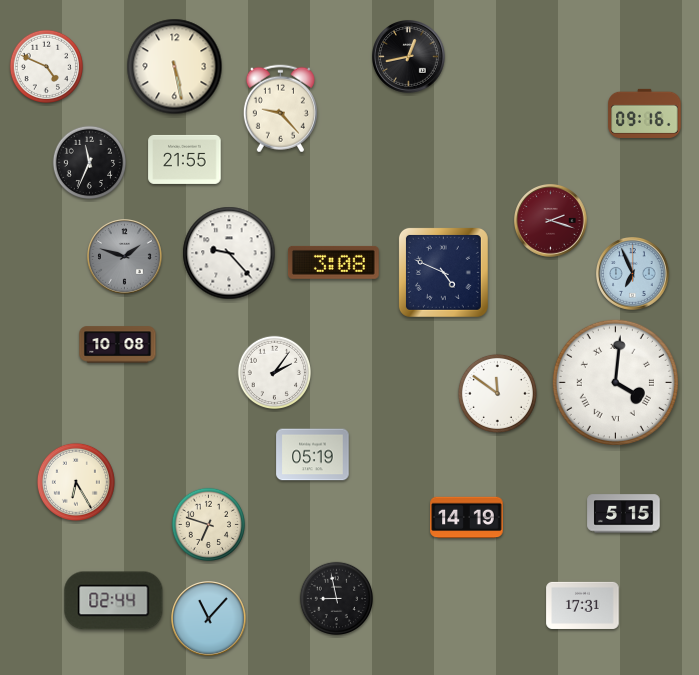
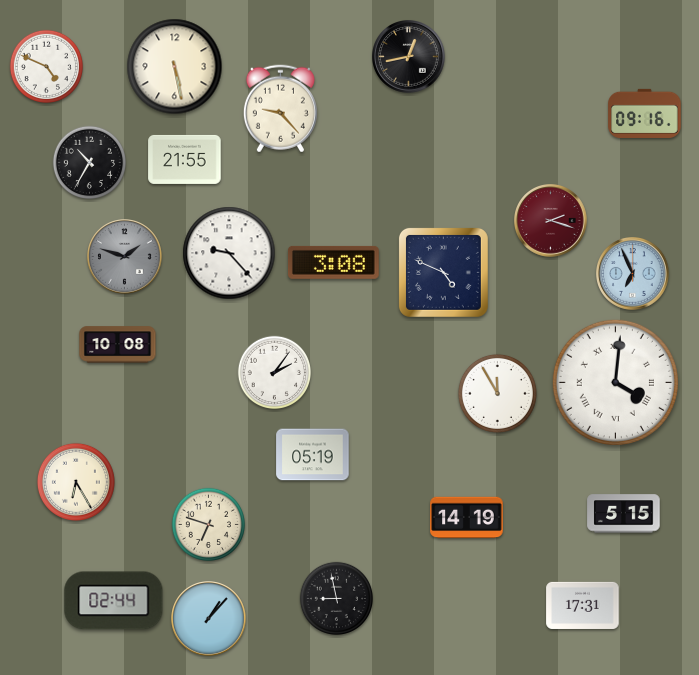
clock at (89, 162): 11:34 -> 10:35
clock at (497, 393): 11:51 -> 11:55
clock at (209, 619): 11:07 -> 1:07
